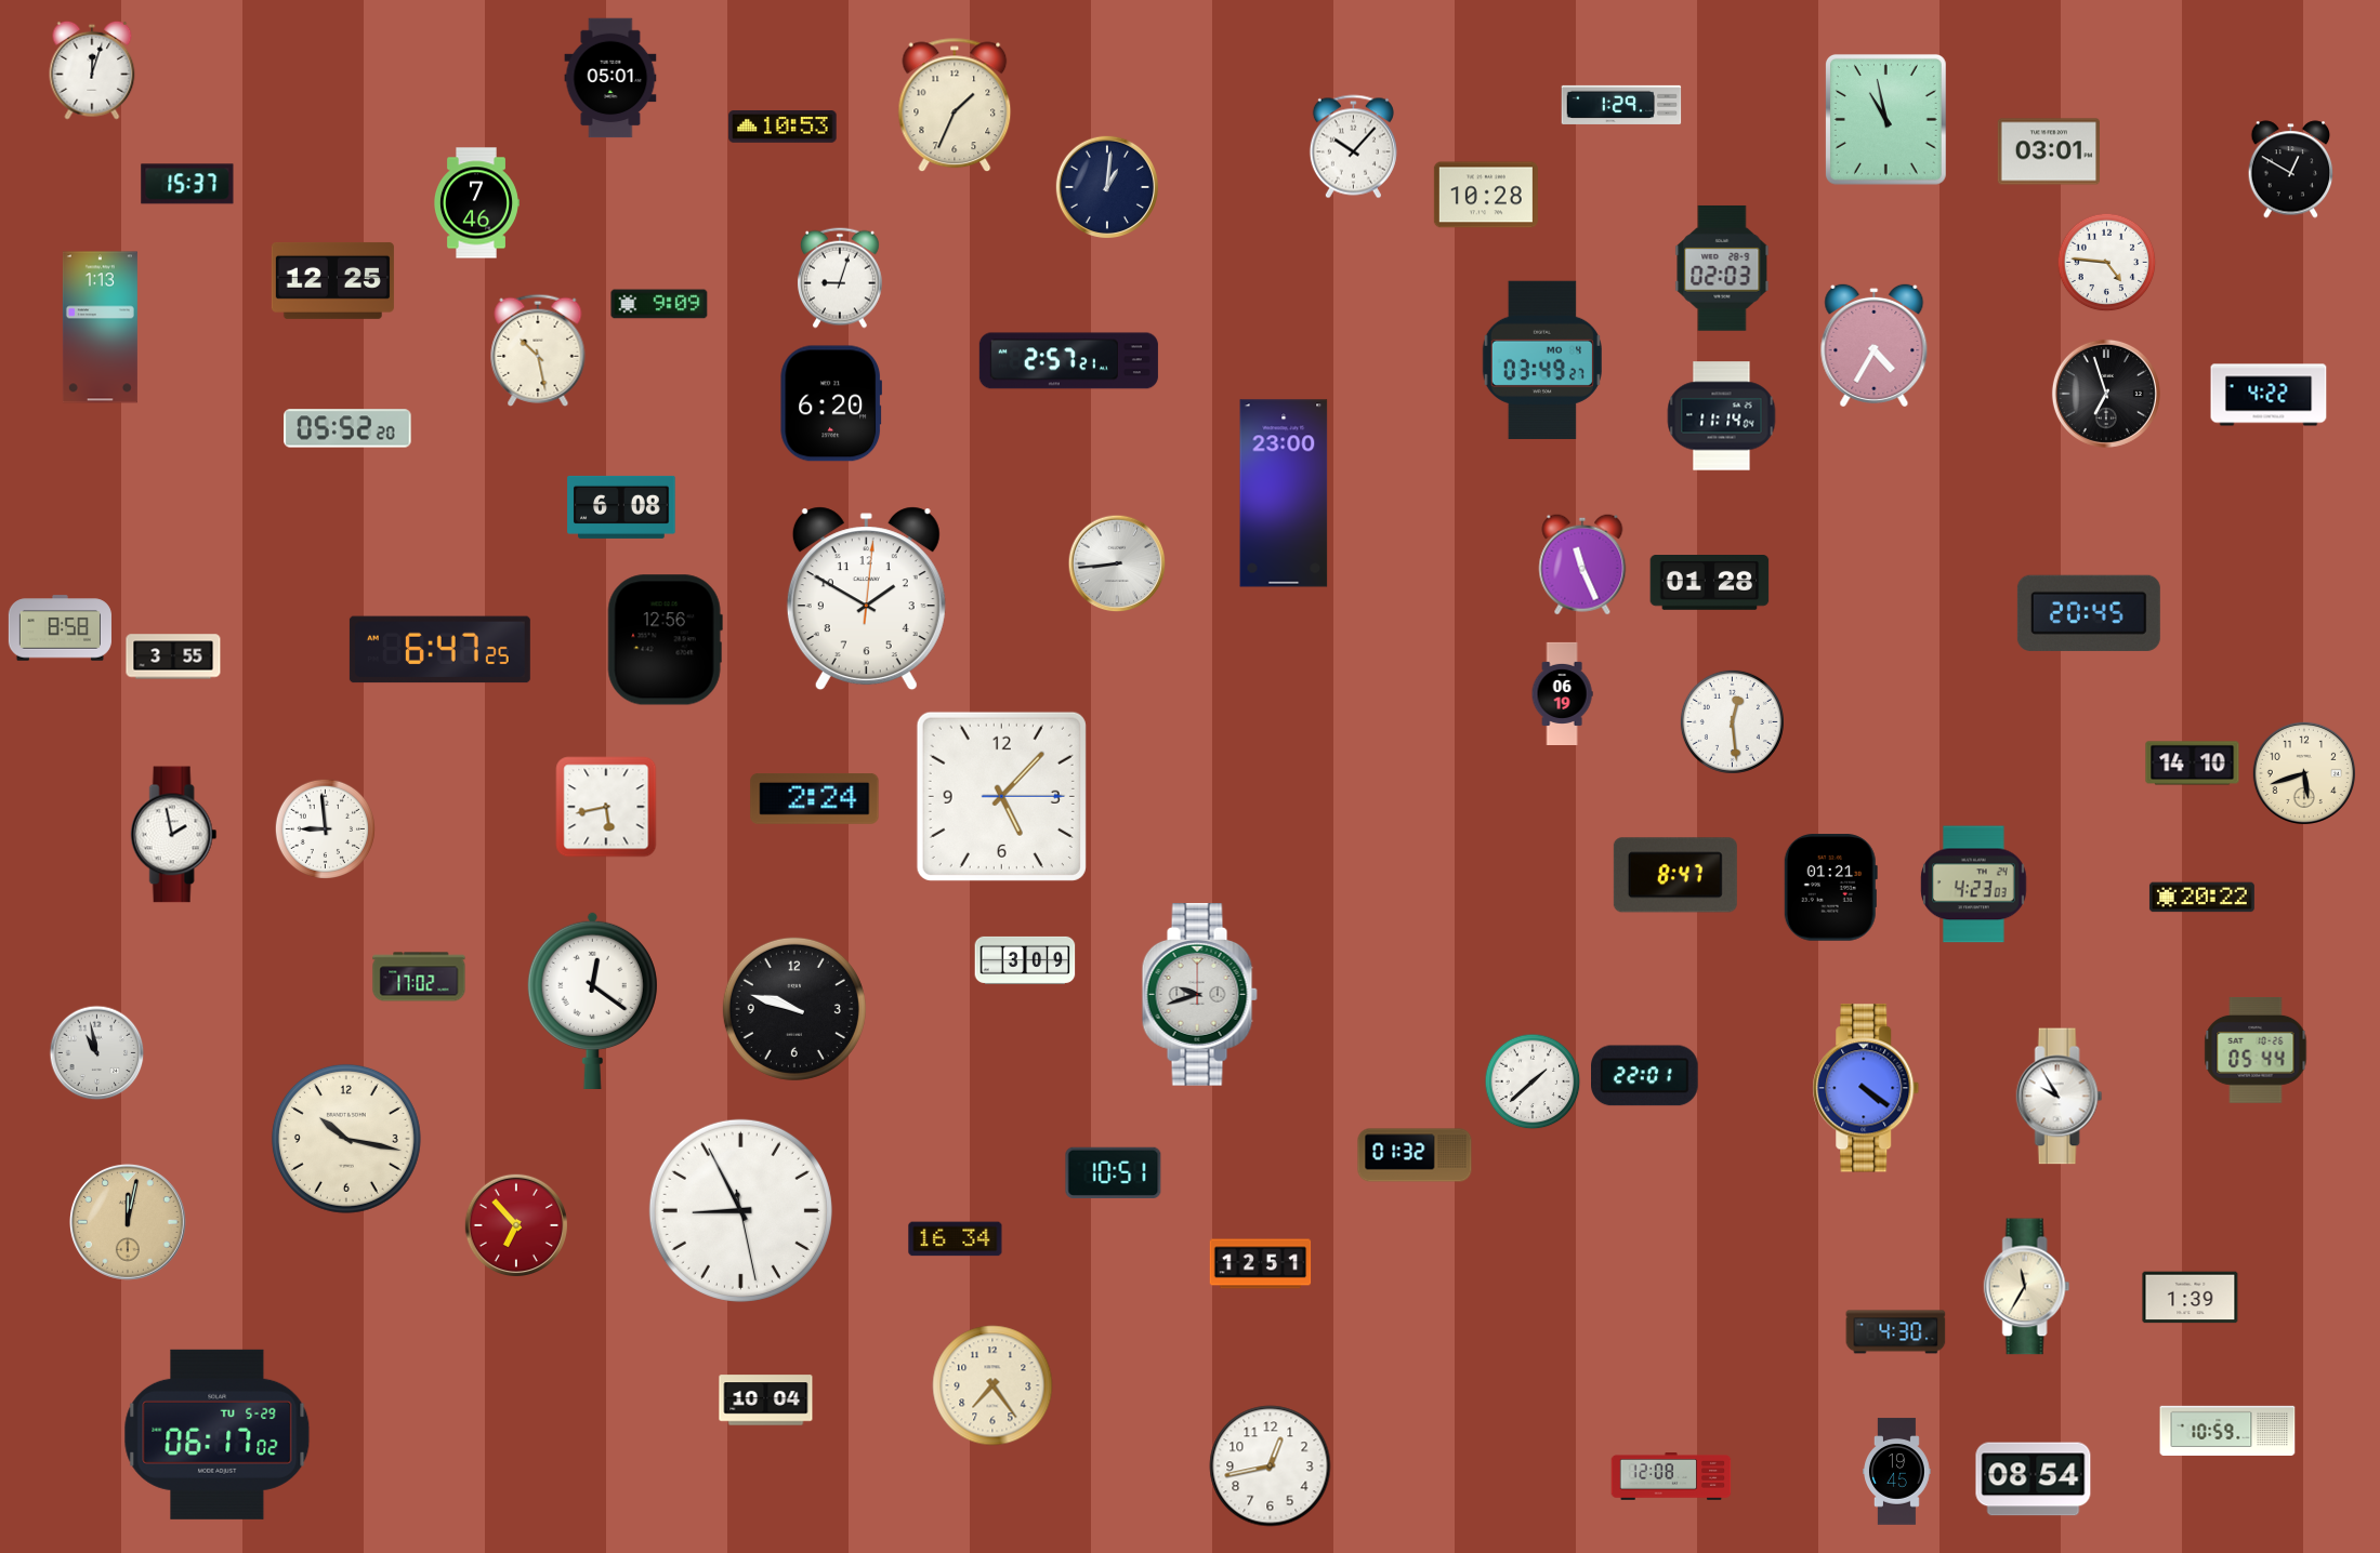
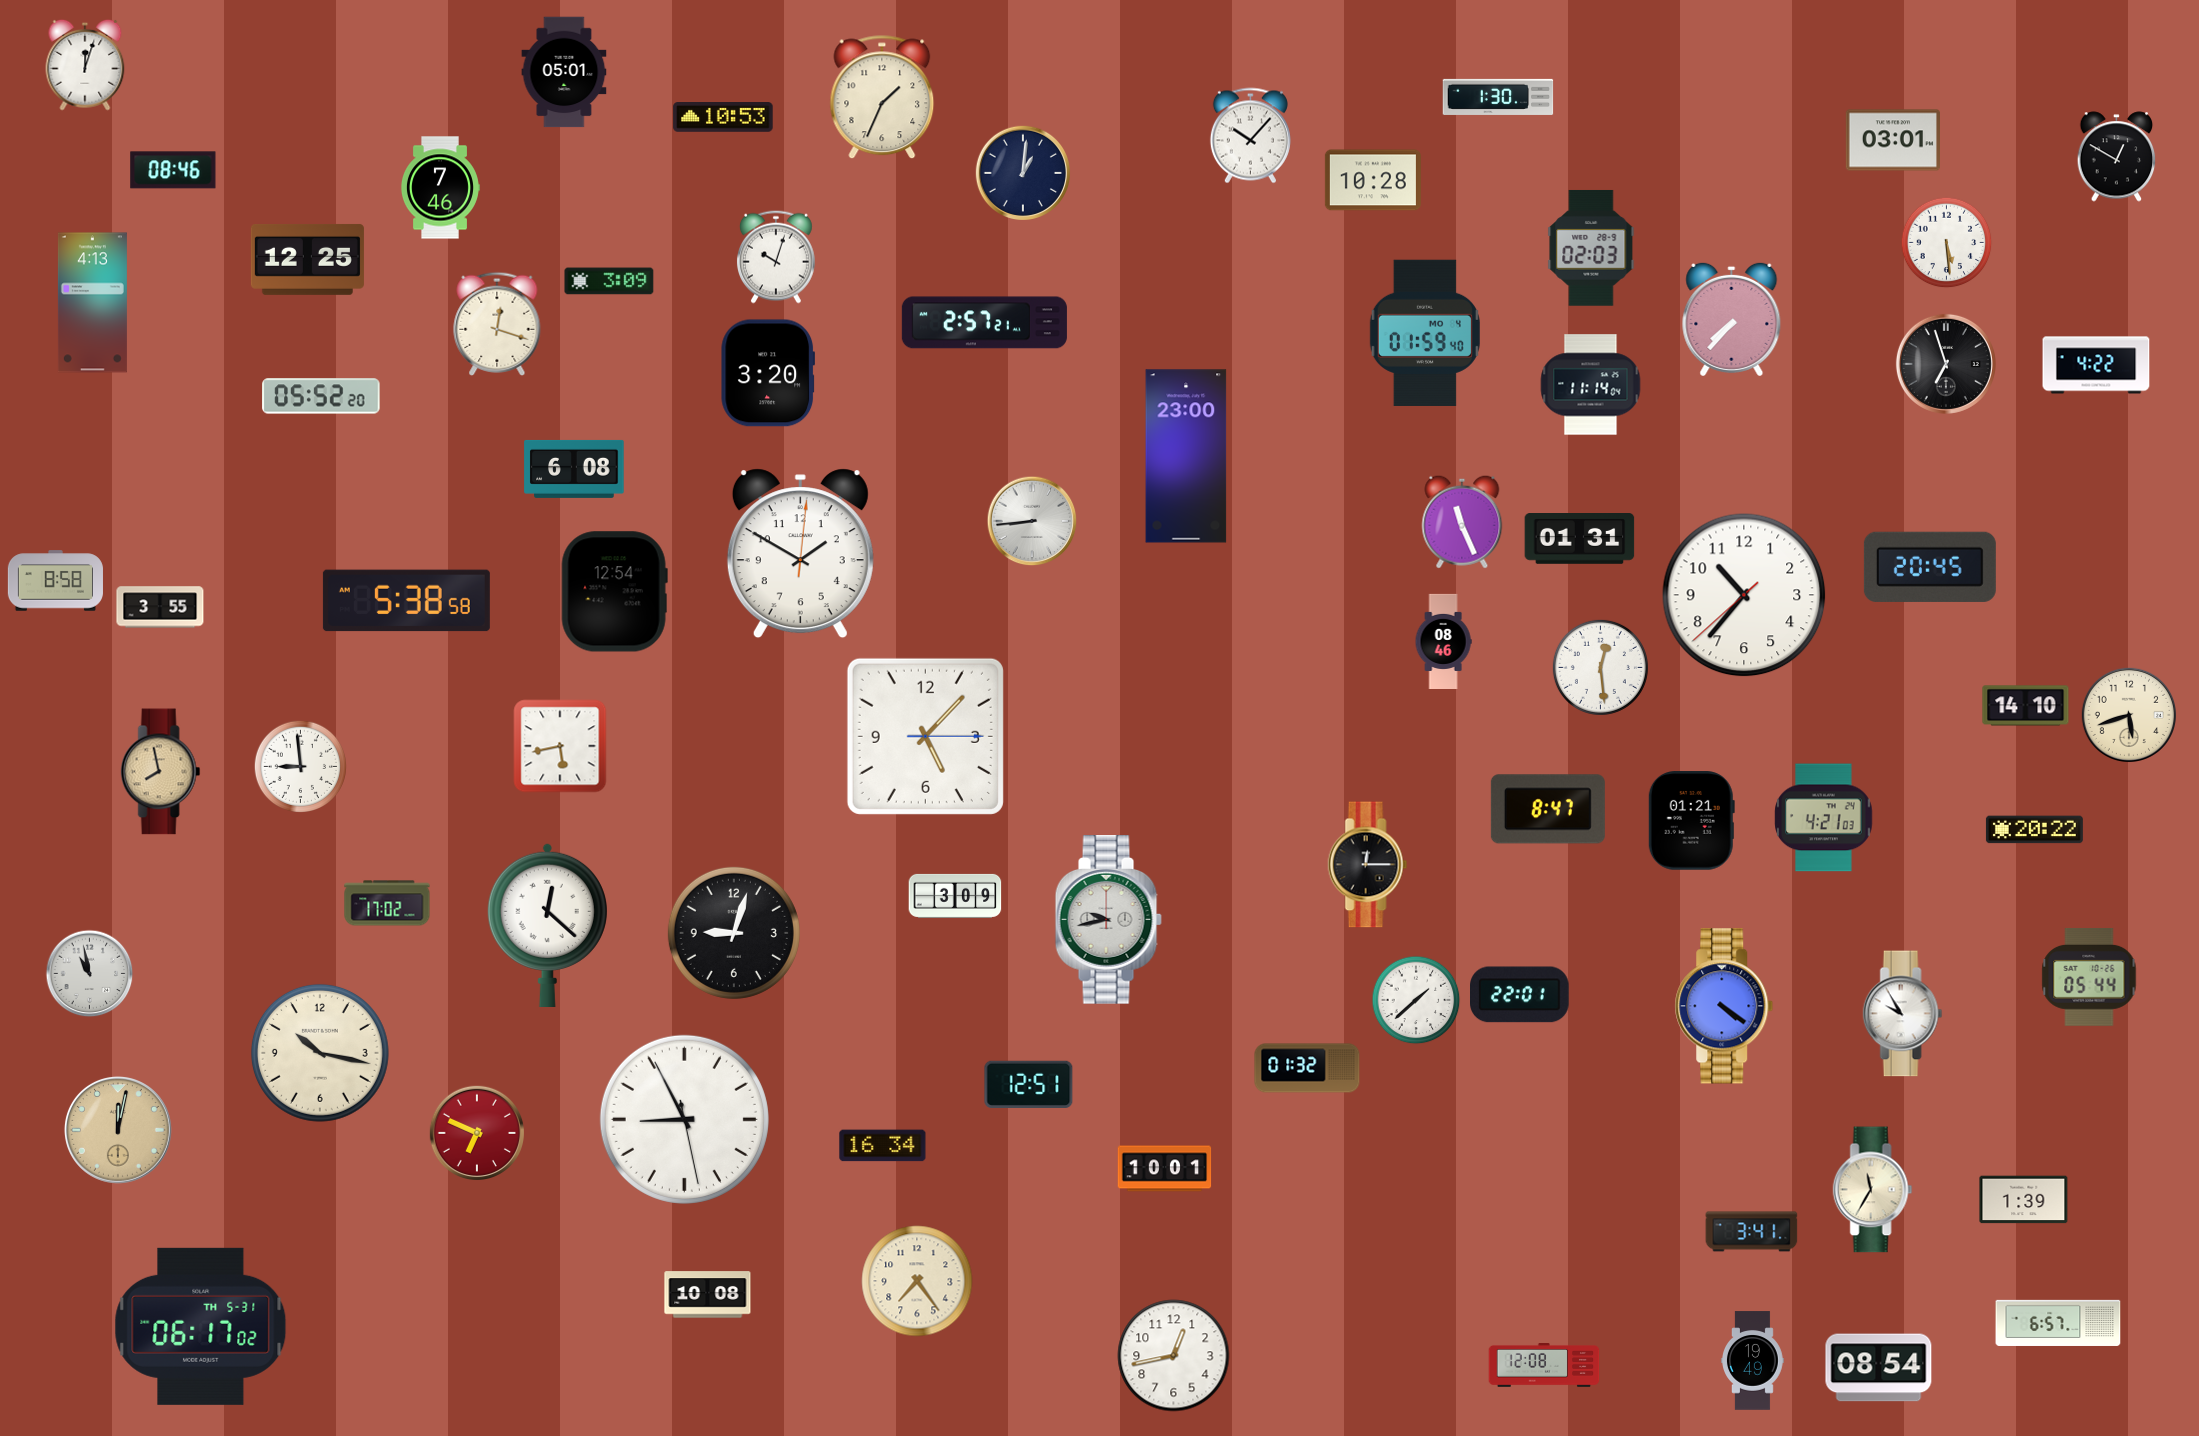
clock at (1621, 105): 1:29 -> 1:30
clock at (1885, 119): 10:58 -> none
clock at (187, 184): 15:37 -> 08:46
clock at (2107, 263): 4:46 -> 5:29
clock at (840, 278): 9:03 -> 10:03
clock at (659, 304): 9:09 -> 3:09
clock at (100, 328): 1:13 -> 4:13
clock at (1875, 345): 4:35 -> 7:37
clock at (538, 350): 10:28 -> 12:18
clock at (1542, 360): 03:49 -> 01:59
clock at (1068, 361) position: (1068, 361) -> (984, 323)
clock at (830, 403): 6:20 -> 3:20
clock at (1710, 583): 01:28 -> 01:31
clock at (665, 640): 12:56 -> 12:54
clock at (1744, 595): none -> 10:36
clock at (439, 650): 6:47 -> 5:38
clock at (1562, 693): 06:19 -> 08:46
clock at (815, 799): 2:24 -> none
clock at (174, 835): 1:58 -> 7:58
clock at (174, 835) dial: white -> champagne
clock at (1974, 885): 4:23 -> 4:21
clock at (1368, 865): none -> 12:15
clock at (1025, 960) position: (1025, 960) -> (955, 896)
clock at (1199, 995): 9:42 -> 9:43
clock at (592, 999): 12:21 -> 12:22
clock at (794, 1009): 9:48 -> 9:03
clock at (2256, 1051) position: (2256, 1051) -> (2089, 978)
clock at (1114, 1172): 10:51 -> 12:51
clock at (515, 1224): 6:53 -> 6:49
clock at (1261, 1264): 12:51 -> 10:01
clock at (1896, 1332): 4:30 -> 3:41
clock at (766, 1401): 10:04 -> 10:08
clock at (2227, 1431): 10:59 -> 6:57
clock at (218, 1434) date: TU 5-29 -> TH 5-31
clock at (1897, 1472): 19:45 -> 19:49
